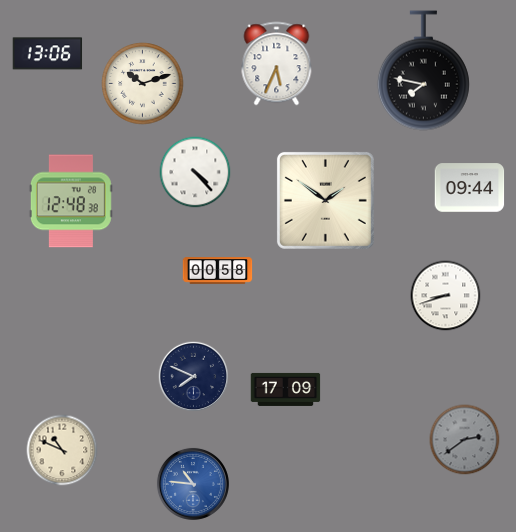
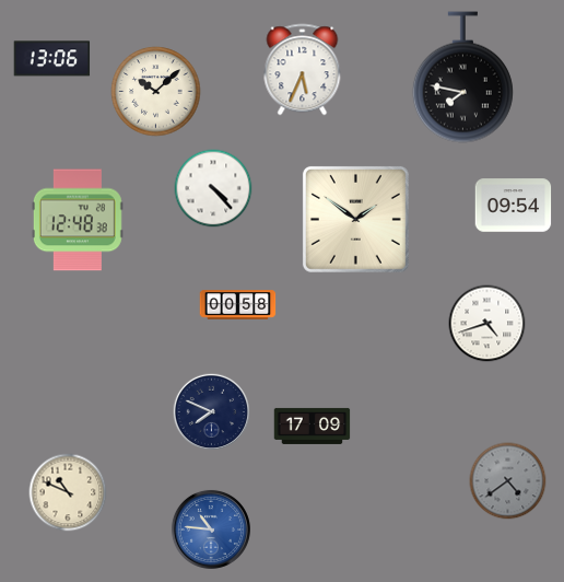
clock at (143, 84): 10:12 -> 10:08
clock at (470, 188): 09:44 -> 09:54
clock at (218, 271) position: (218, 271) -> (238, 305)
clock at (446, 296): 8:42 -> 4:42
clock at (465, 440): 2:39 -> 4:39
